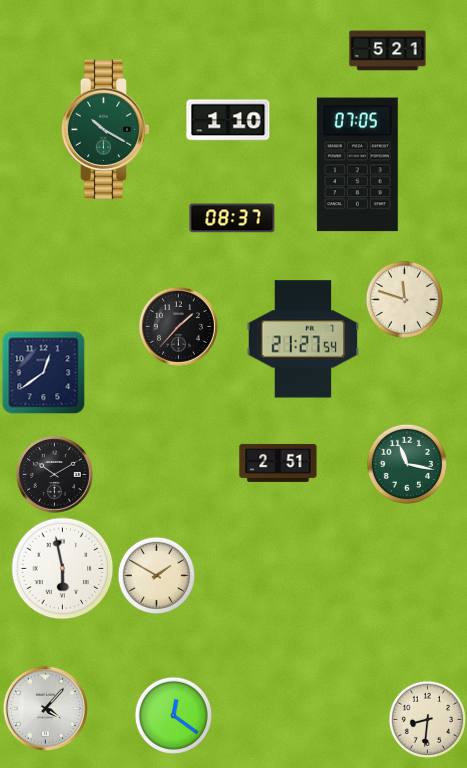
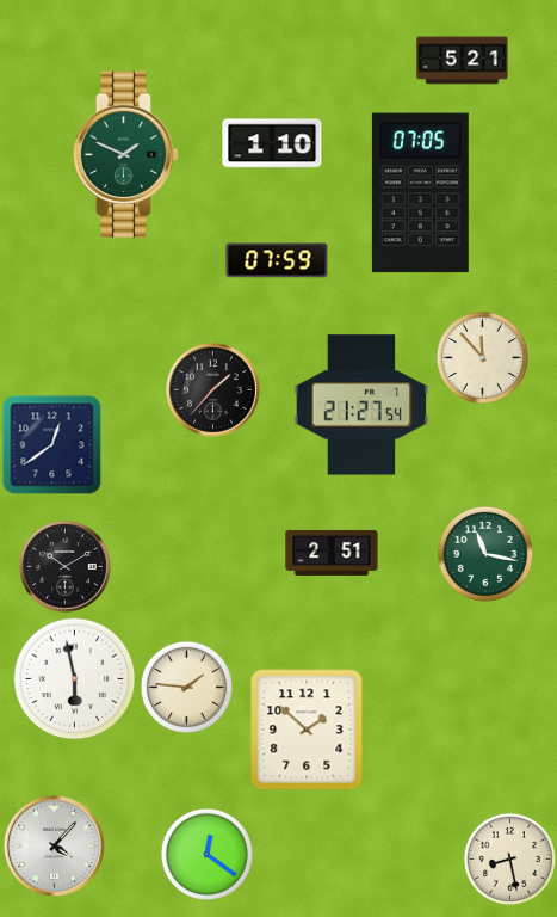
clock at (106, 129): 10:20 -> 1:49
clock at (357, 165) position: (357, 165) -> (420, 193)
clock at (232, 218): 08:37 -> 07:59
clock at (404, 299): 11:48 -> 11:53
clock at (156, 575): 1:50 -> 1:46
clock at (307, 730): none -> 1:52
clock at (427, 719): 8:31 -> 8:28
